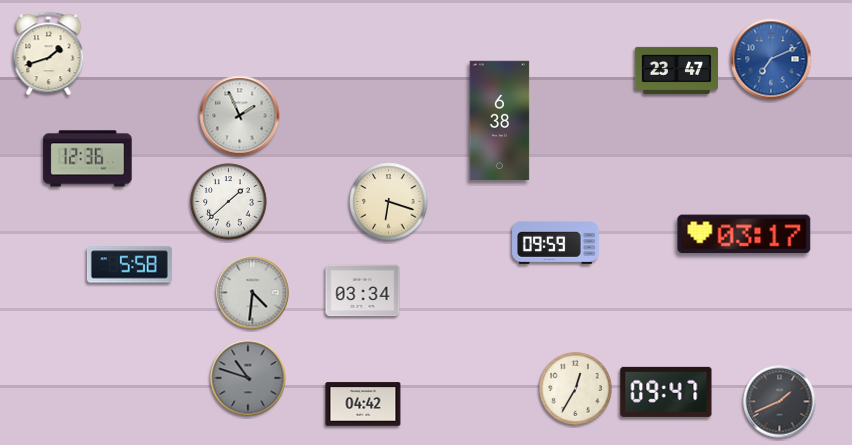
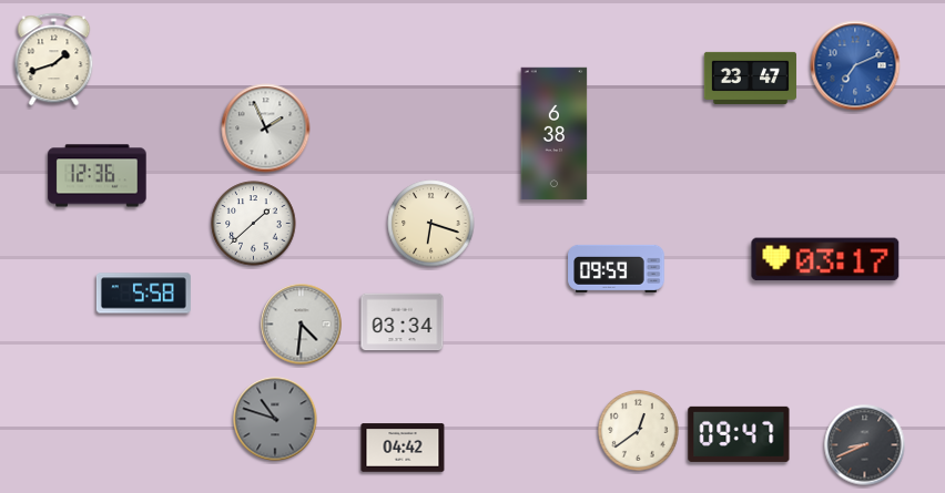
clock at (253, 293) position: (253, 293) -> (302, 325)
clock at (576, 389): 12:35 -> 12:39
clock at (780, 402): 1:41 -> 8:41
